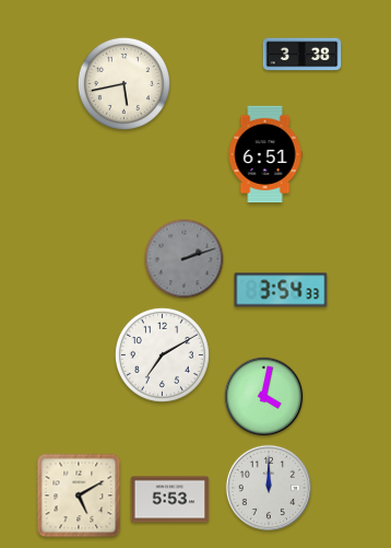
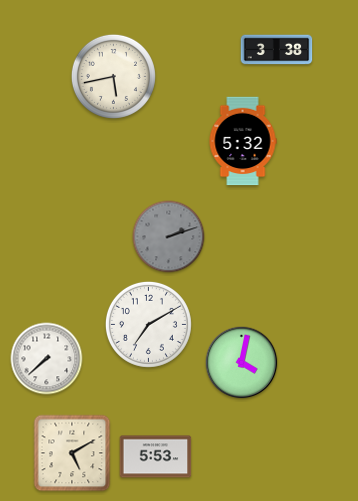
clock at (265, 154): 6:51 -> 5:32
clock at (281, 290): 3:54 -> none
clock at (47, 359): none -> 7:38
clock at (268, 487): 12:00 -> none
